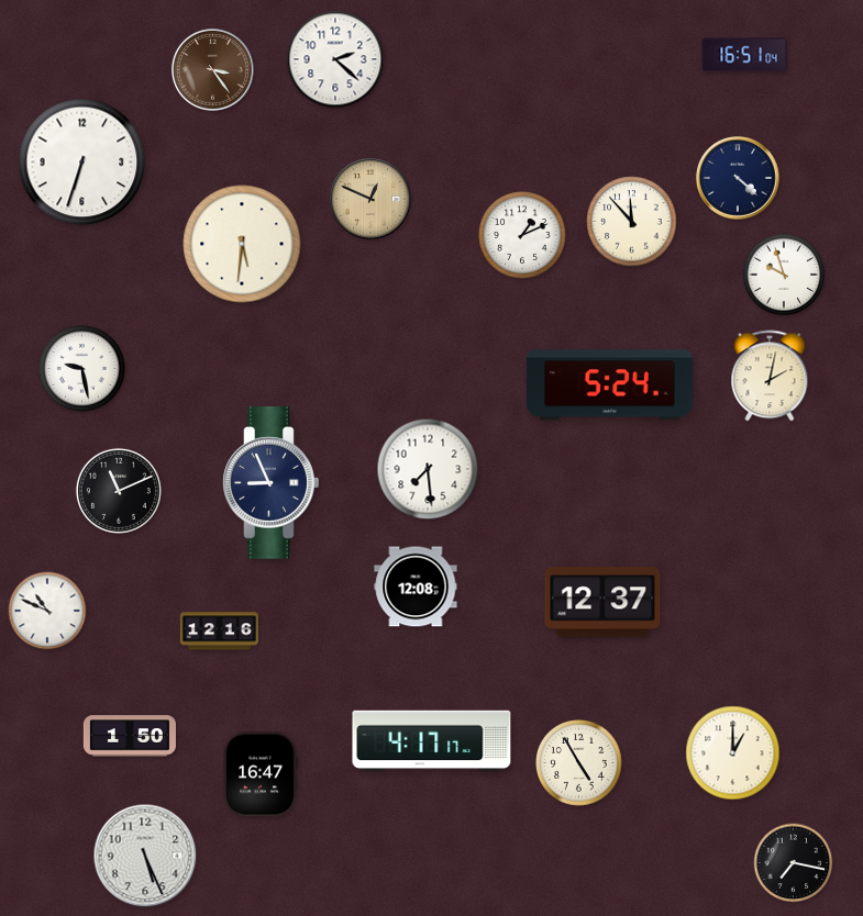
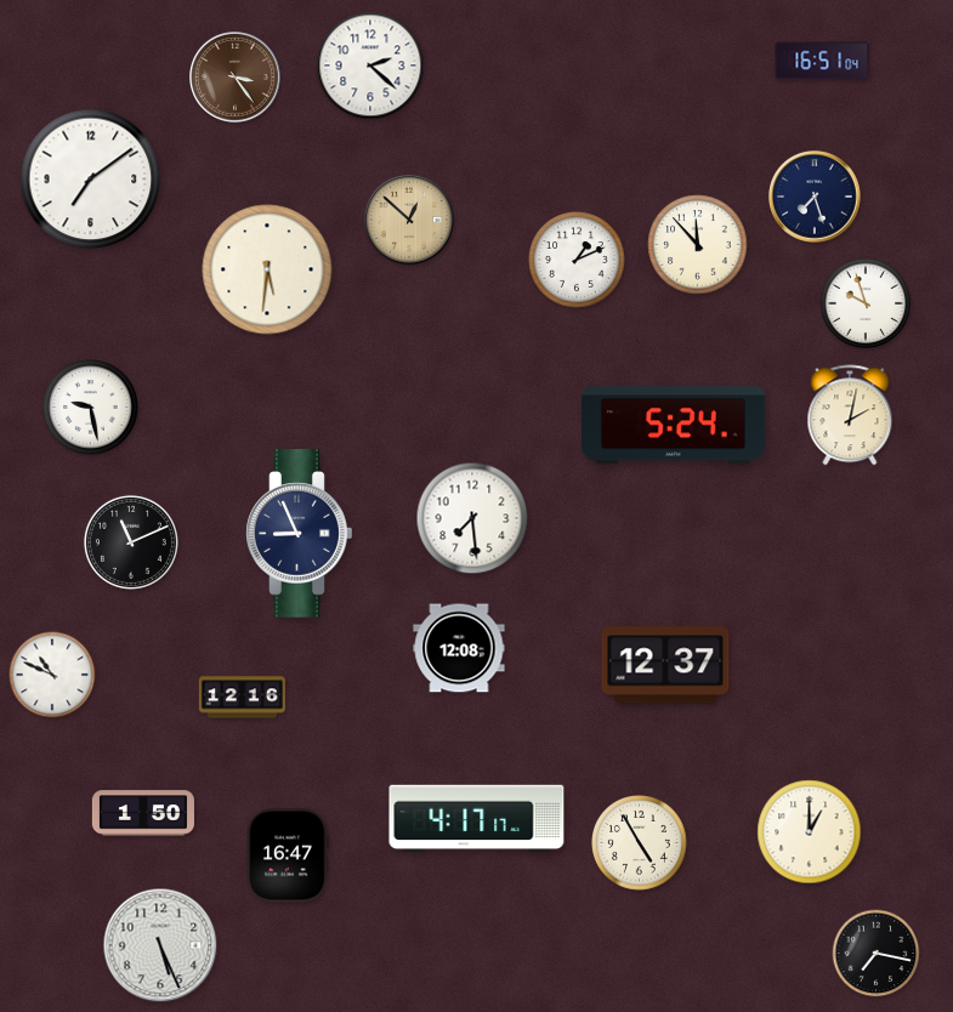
clock at (82, 163): 6:33 -> 7:09
clock at (738, 178): 4:22 -> 7:27
clock at (370, 199): 12:49 -> 12:52
